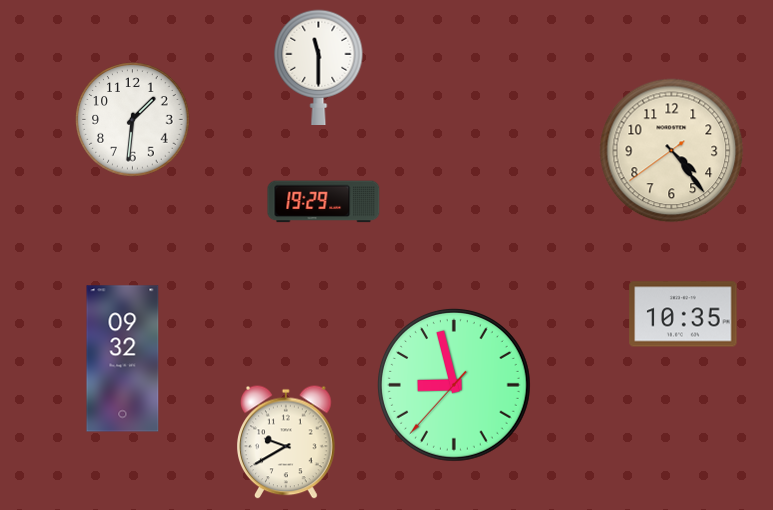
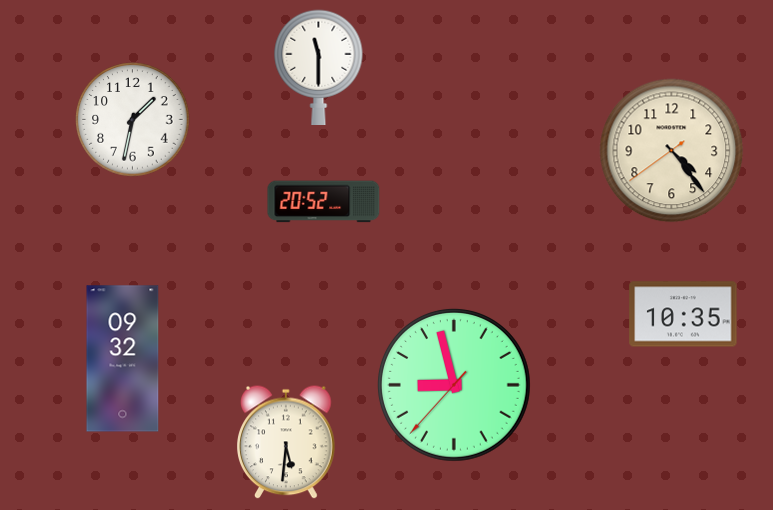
clock at (133, 120): 1:31 -> 1:32
clock at (324, 202): 19:29 -> 20:52
clock at (287, 442): 9:40 -> 5:31
